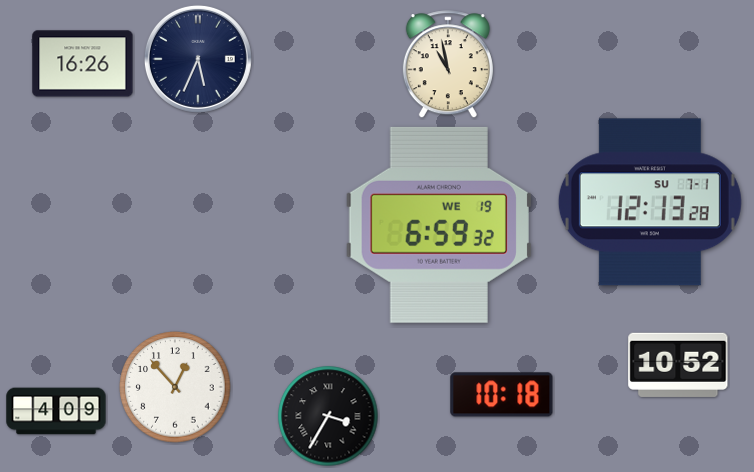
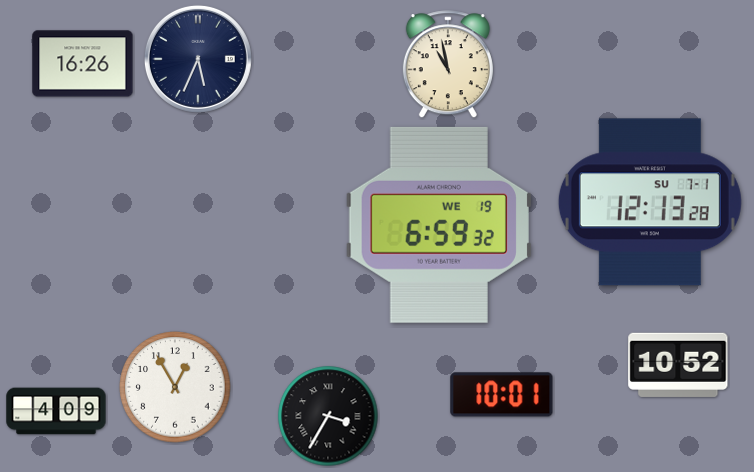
clock at (175, 387): 12:53 -> 12:55
clock at (502, 395): 10:18 -> 10:01
